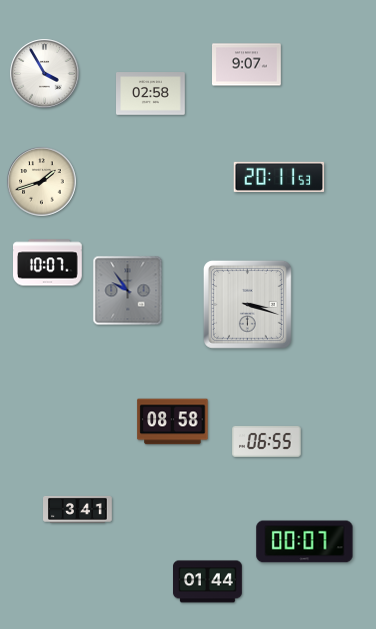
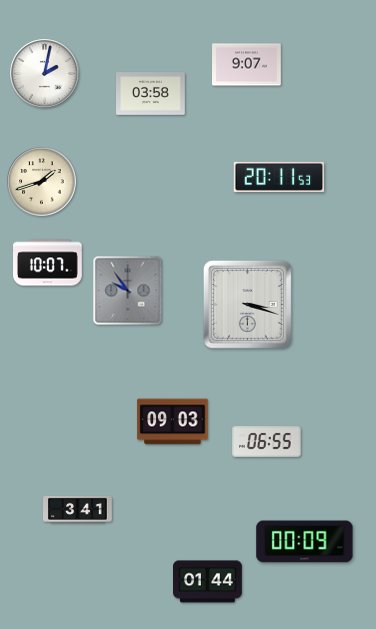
clock at (45, 74): 3:55 -> 2:02
clock at (151, 94): 02:58 -> 03:58
clock at (173, 422): 08:58 -> 09:03
clock at (305, 542): 00:07 -> 00:09
